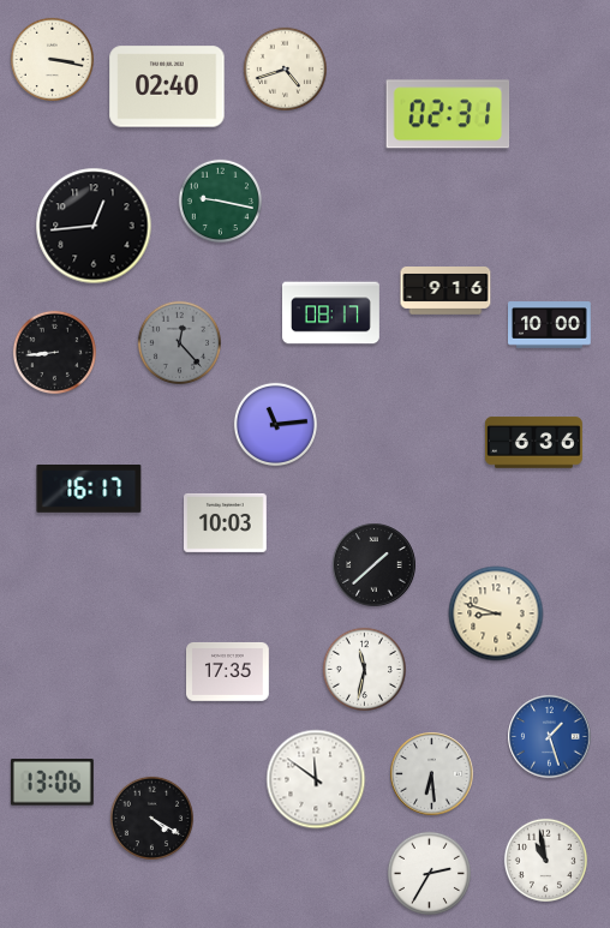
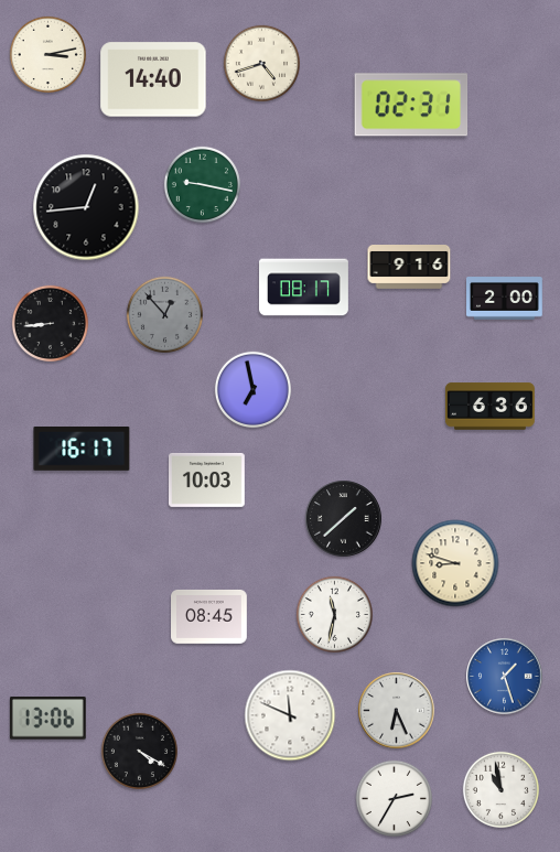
clock at (52, 59): 3:17 -> 3:13
clock at (167, 86): 02:40 -> 14:40
clock at (550, 325): 10:00 -> 2:00
clock at (179, 342): 12:23 -> 12:53
clock at (275, 424): 11:14 -> 6:58
clock at (228, 671): 17:35 -> 08:45
clock at (432, 774): 6:29 -> 6:26
clock at (316, 779): 11:51 -> 11:49
clock at (429, 873) position: (429, 873) -> (394, 798)
